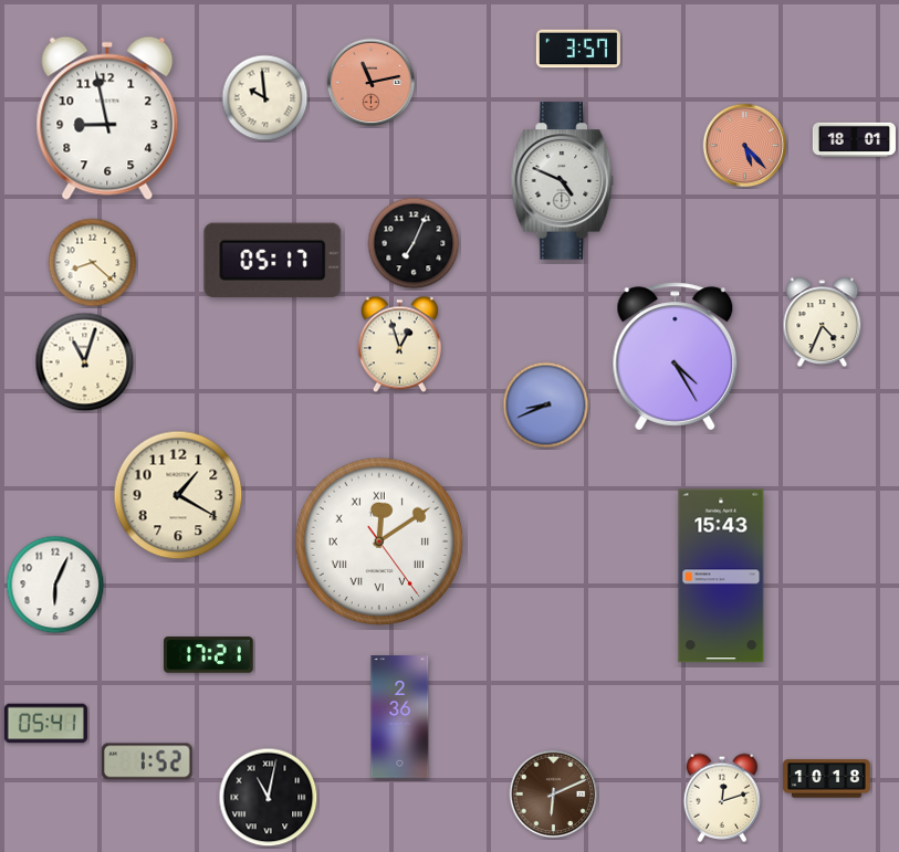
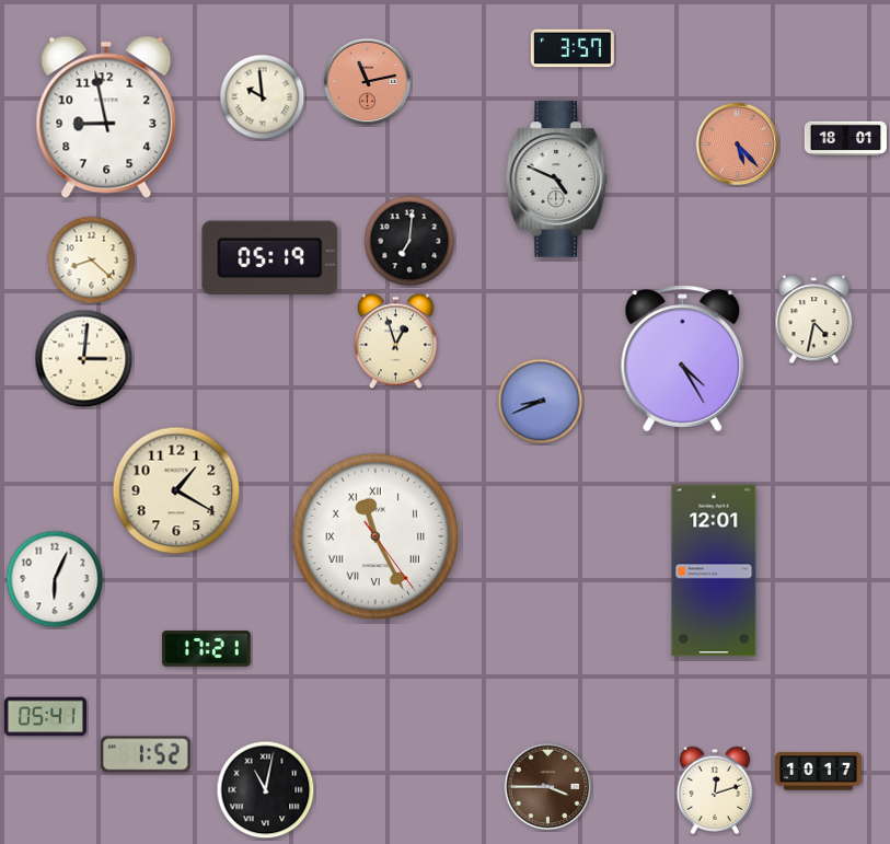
clock at (414, 243): 7:04 -> 7:01
clock at (273, 260): 05:17 -> 05:19
clock at (823, 323): 4:34 -> 4:32
clock at (676, 357) position: (676, 357) -> (683, 359)
clock at (85, 362): 11:03 -> 3:01
clock at (379, 541): 12:09 -> 11:25
clock at (721, 576): 15:43 -> 12:01
clock at (400, 717): 2:36 -> none
clock at (827, 779): 10:18 -> 10:17
clock at (554, 795): 6:11 -> 3:45
